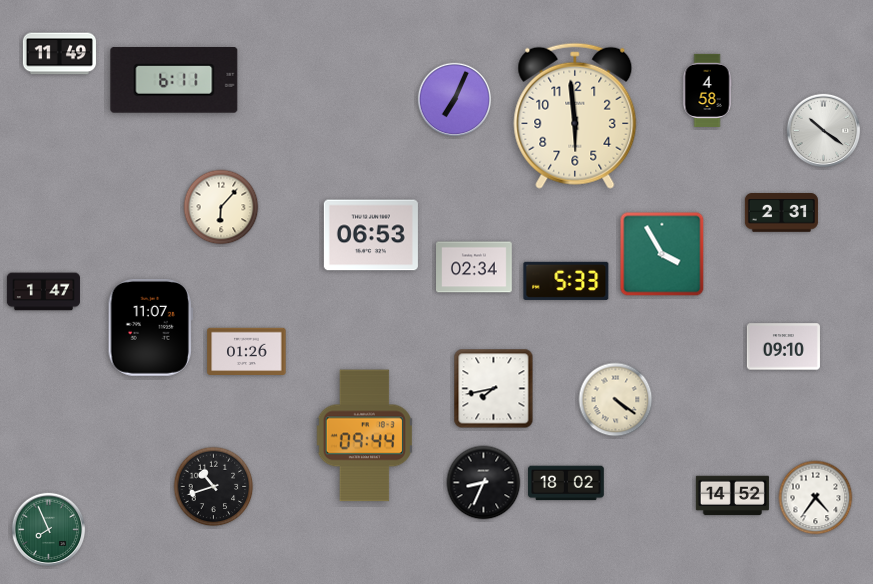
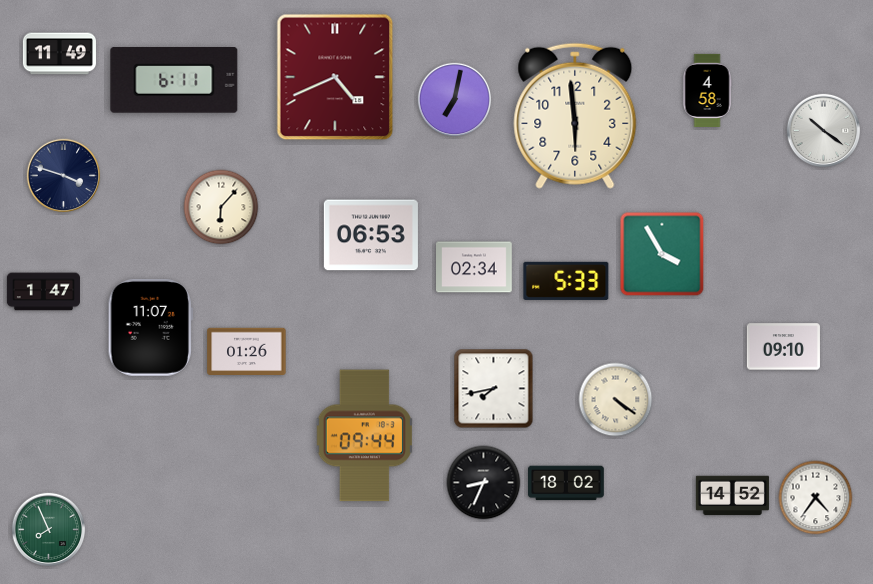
clock at (335, 77): none -> 4:41
clock at (455, 100): 7:04 -> 7:02
clock at (64, 176): none -> 3:48
clock at (781, 213): 2:31 -> none
clock at (214, 487): 10:42 -> none
